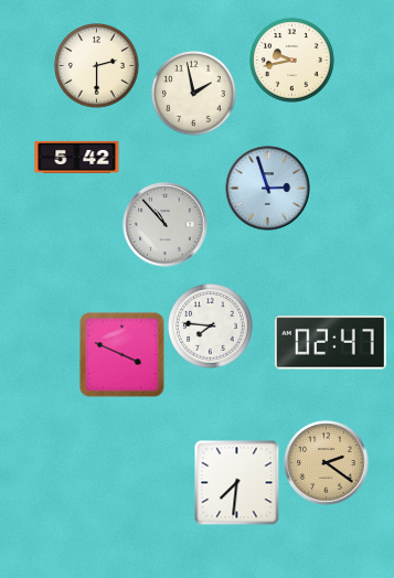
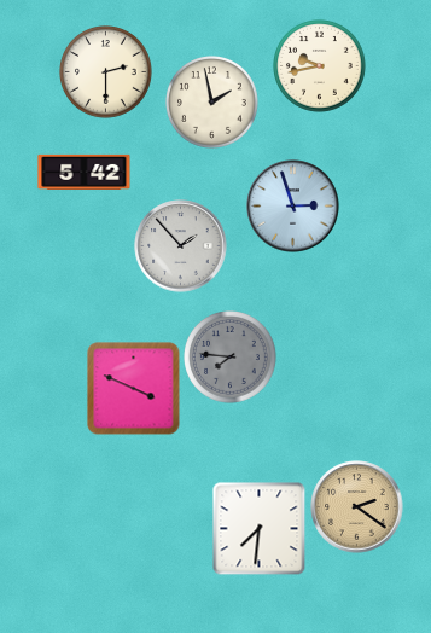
clock at (166, 225): 10:53 -> 1:53
clock at (211, 327) dial: white -> grey
clock at (330, 343): 02:47 -> none
